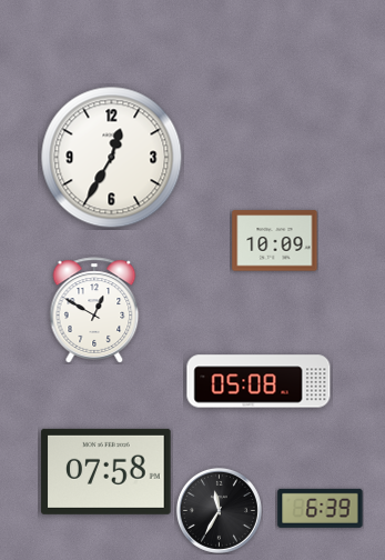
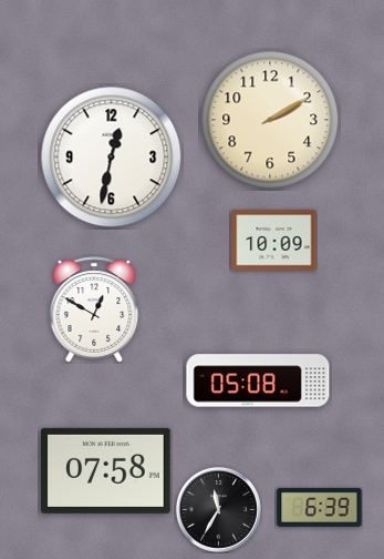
clock at (270, 120): none -> 2:10
clock at (112, 158): 12:35 -> 12:32
